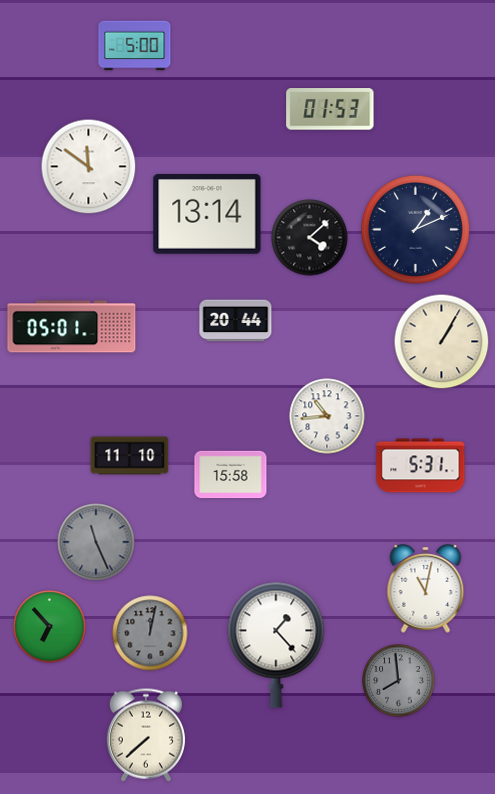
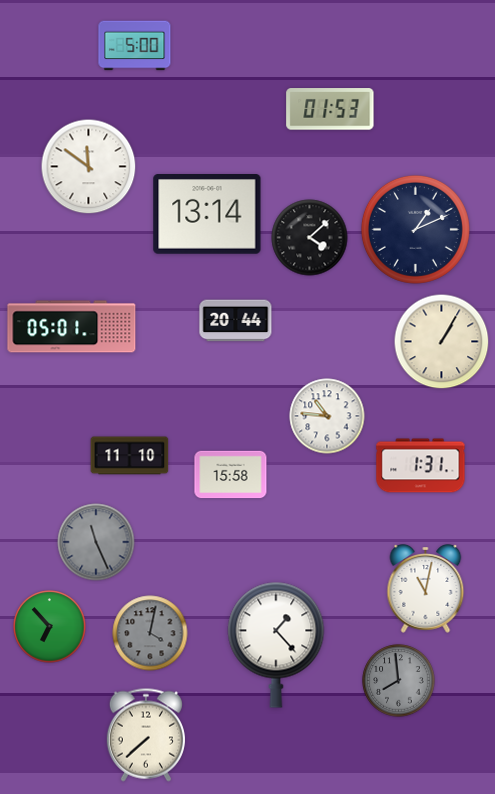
clock at (327, 416): 10:44 -> 10:46
clock at (421, 466): 5:31 -> 1:31
clock at (150, 633): 12:02 -> 4:02
